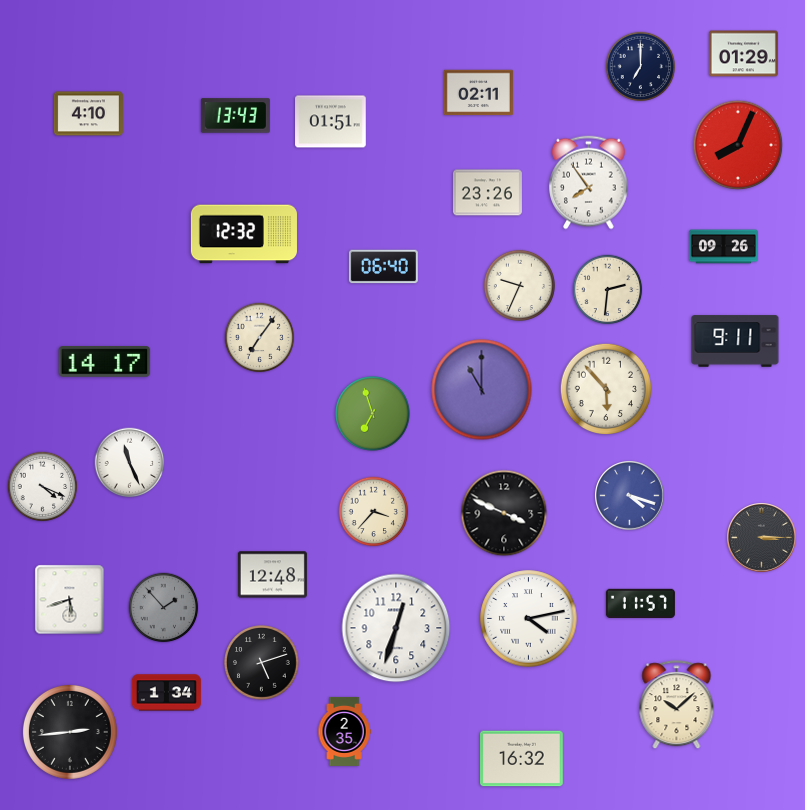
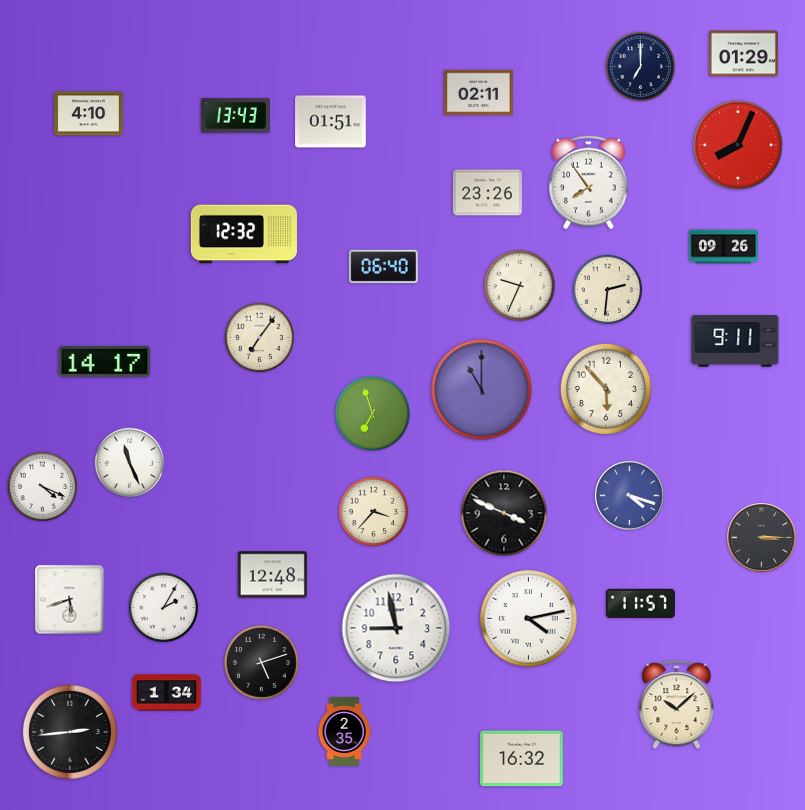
clock at (164, 608): 1:53 -> 2:05
clock at (164, 608) dial: grey -> white
clock at (396, 628): 12:33 -> 8:58
